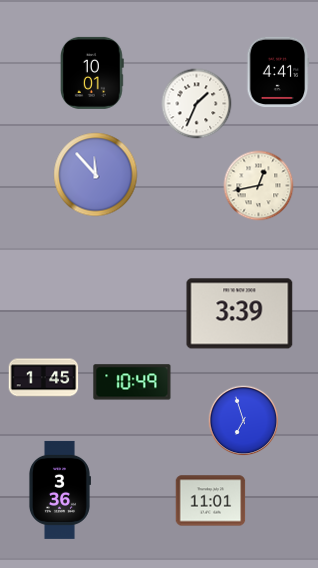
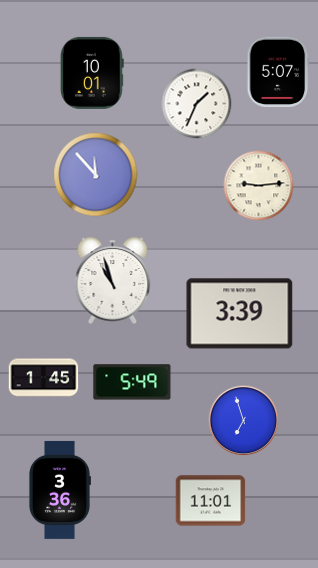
clock at (278, 71): 4:41 -> 5:07
clock at (259, 186): 12:43 -> 9:14
clock at (113, 280): none -> 10:57
clock at (132, 382): 10:49 -> 5:49
